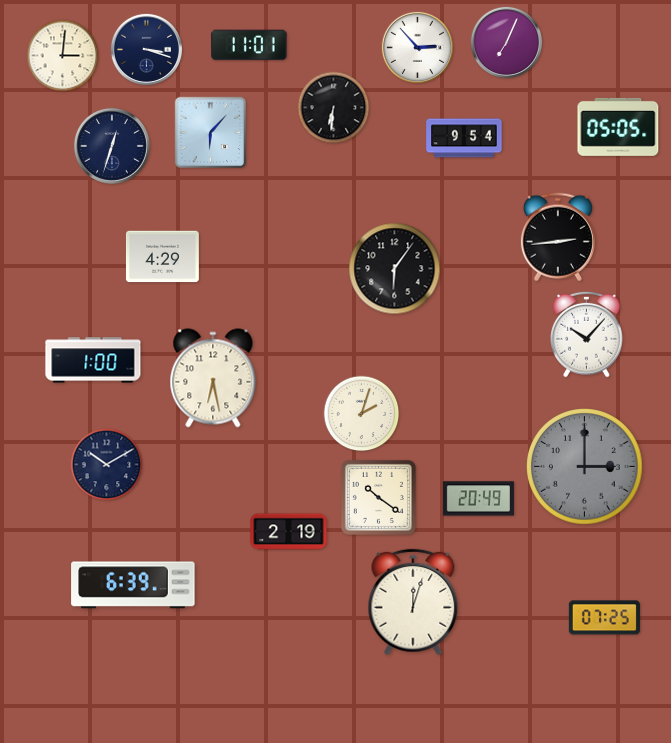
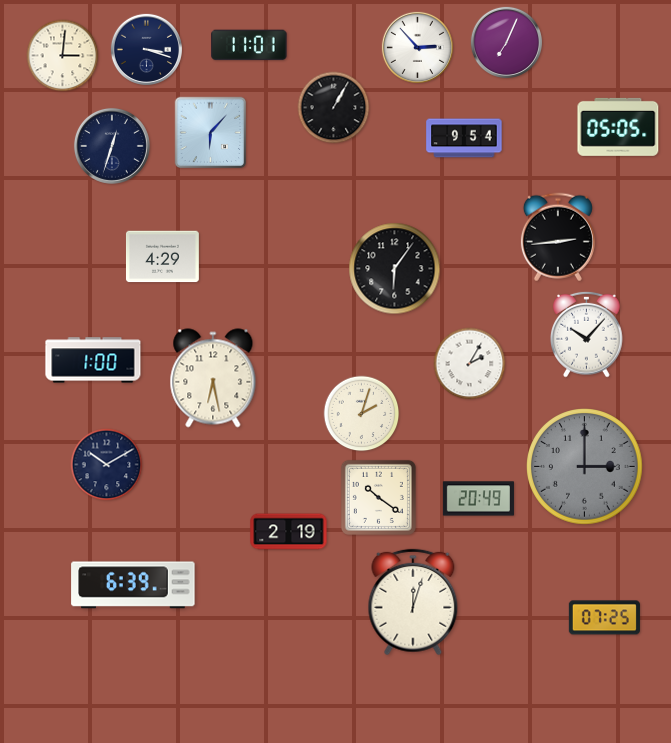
clock at (334, 108): 6:31 -> 1:05
clock at (470, 364): none -> 2:05
